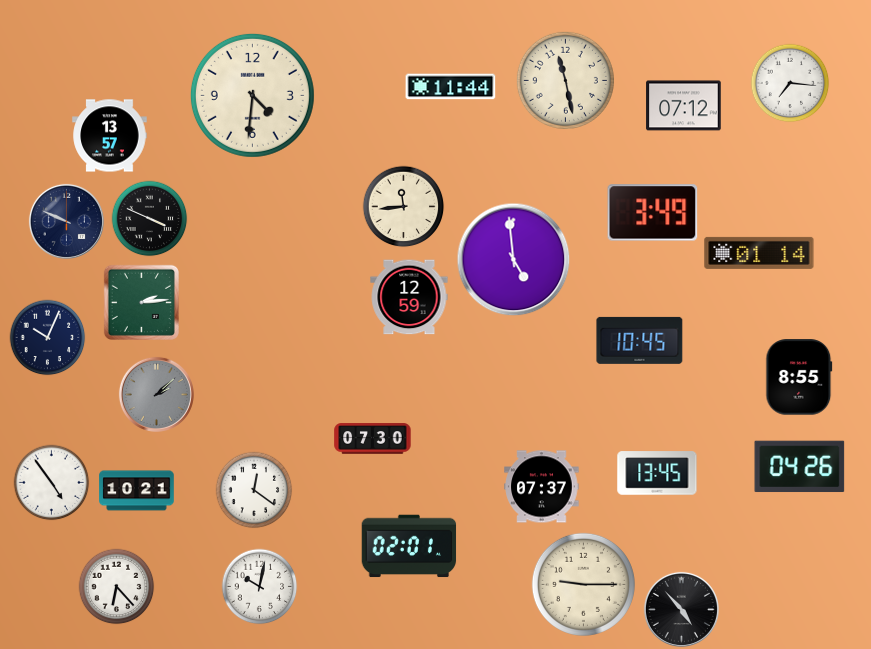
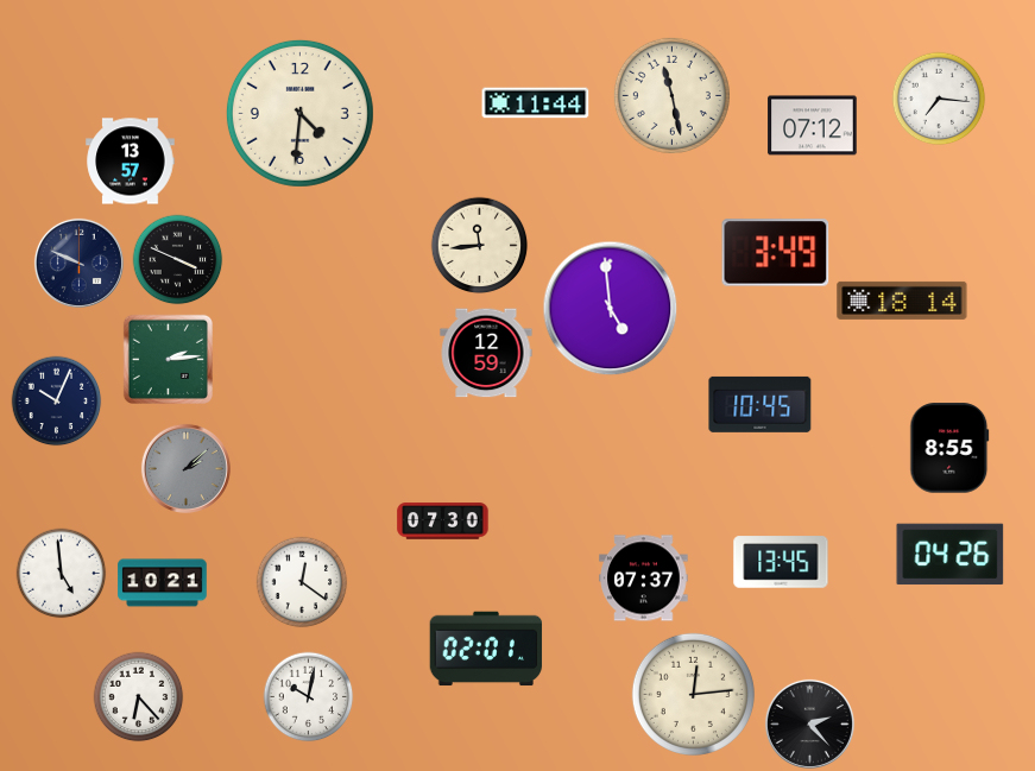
clock at (759, 253): 01:14 -> 18:14
clock at (52, 483): 4:54 -> 4:59
clock at (583, 584): 9:15 -> 12:14
clock at (681, 609): 4:53 -> 2:23
